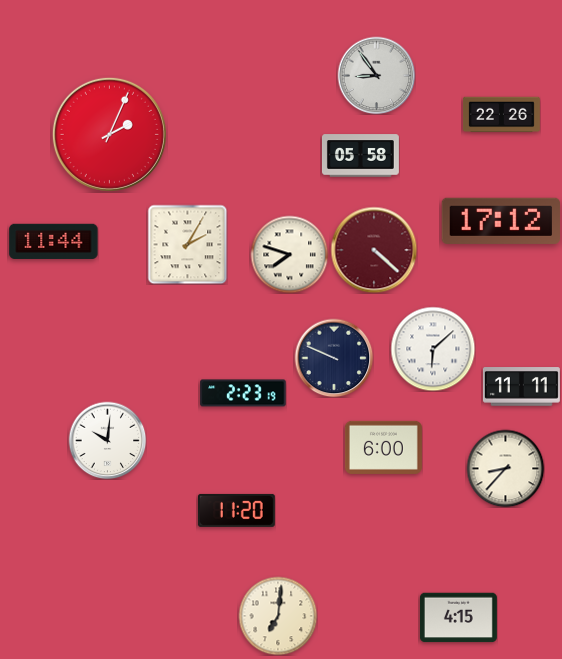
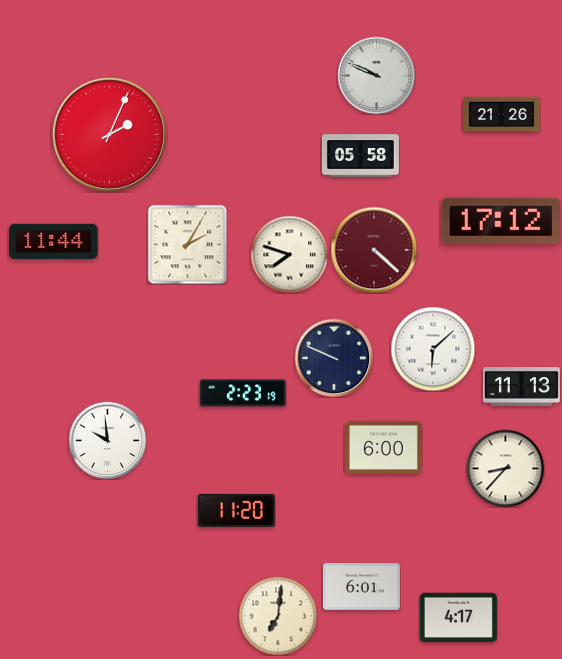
clock at (376, 75): 8:54 -> 9:49
clock at (501, 115): 22:26 -> 21:26
clock at (521, 387): 11:11 -> 11:13
clock at (107, 440): 10:01 -> 9:59
clock at (361, 587): none -> 6:01
clock at (458, 618): 4:15 -> 4:17
